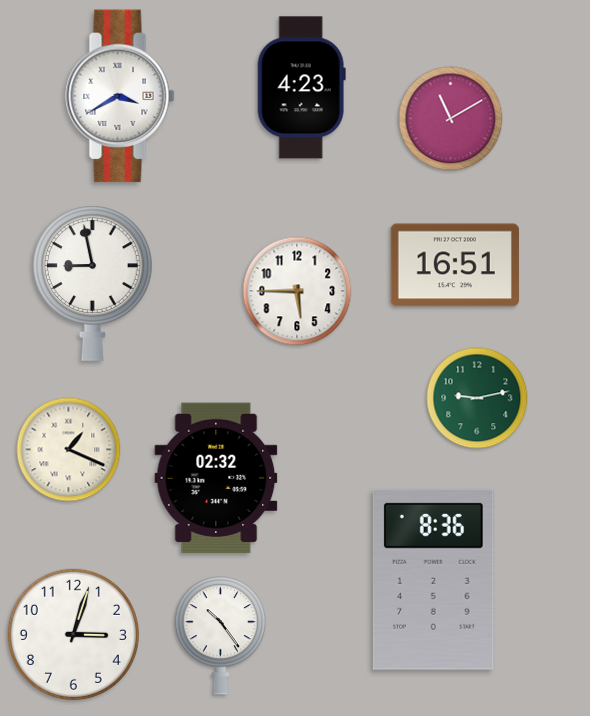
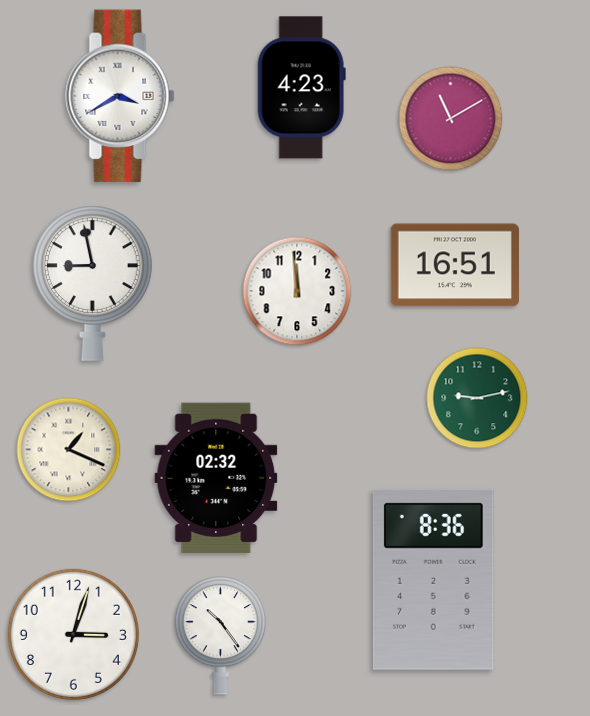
clock at (297, 291): 5:45 -> 11:59
